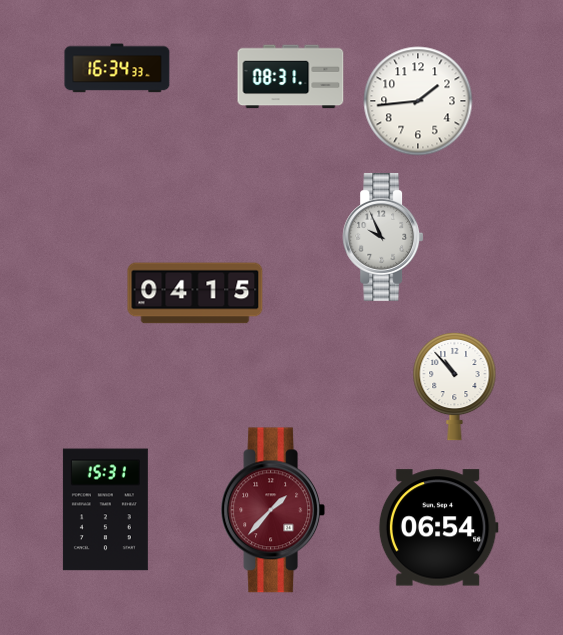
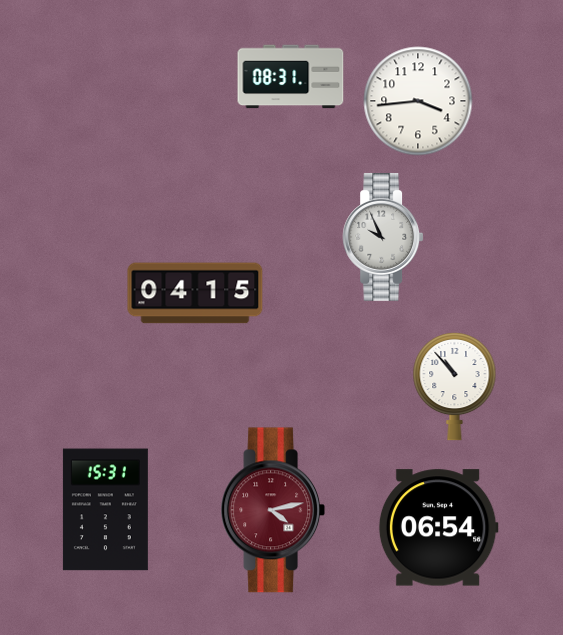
clock at (117, 68): 16:34 -> none
clock at (418, 101): 1:44 -> 3:44
clock at (273, 510): 1:37 -> 4:13
